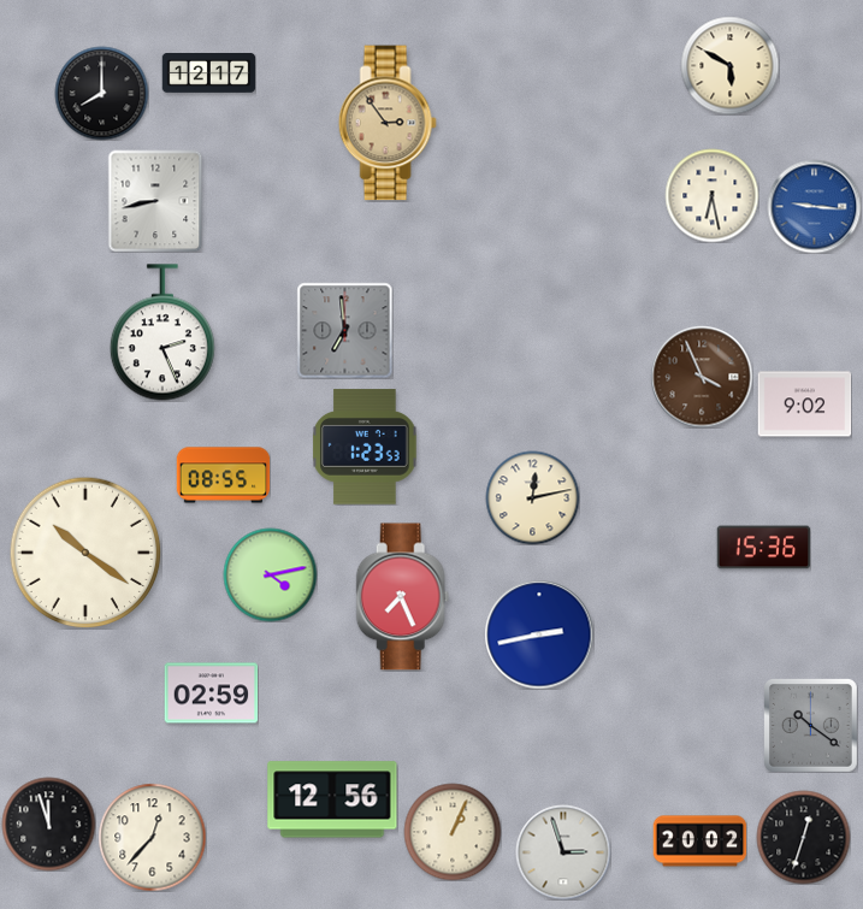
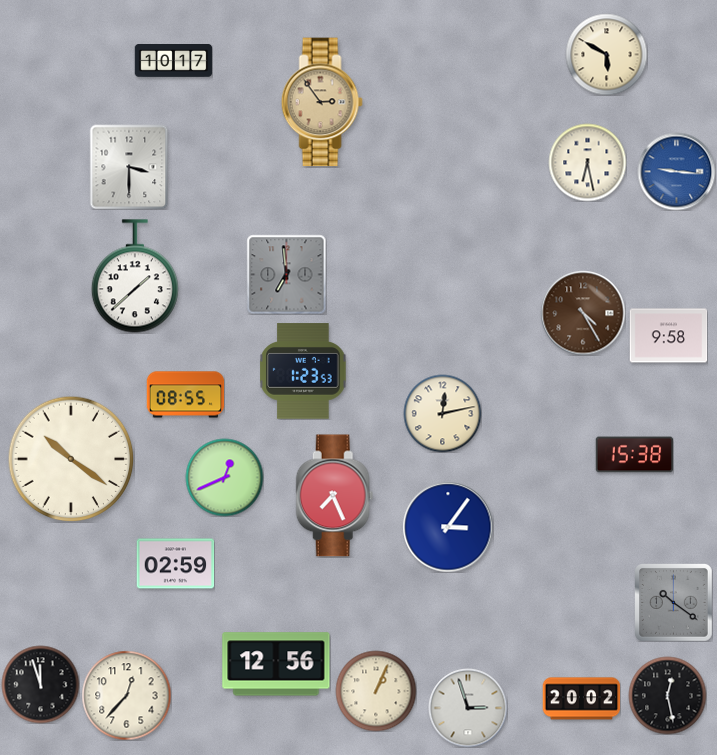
clock at (208, 73): 12:17 -> 10:17
clock at (101, 93): 8:00 -> none
clock at (711, 195) position: (711, 195) -> (587, 162)
clock at (155, 201): 8:43 -> 3:30
clock at (162, 332): 2:26 -> 1:38
clock at (702, 377): 3:56 -> 4:25
clock at (804, 405): 9:02 -> 9:58
clock at (763, 548): 15:36 -> 15:38
clock at (270, 574): 4:13 -> 12:41
clock at (539, 634): 2:43 -> 3:06
clock at (211, 693) position: (211, 693) -> (175, 564)
clock at (803, 837): 12:33 -> 12:28
